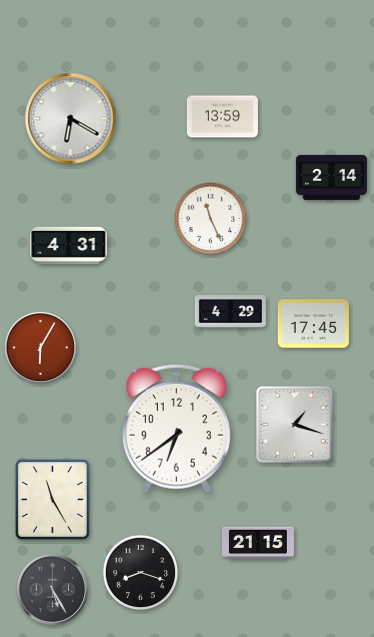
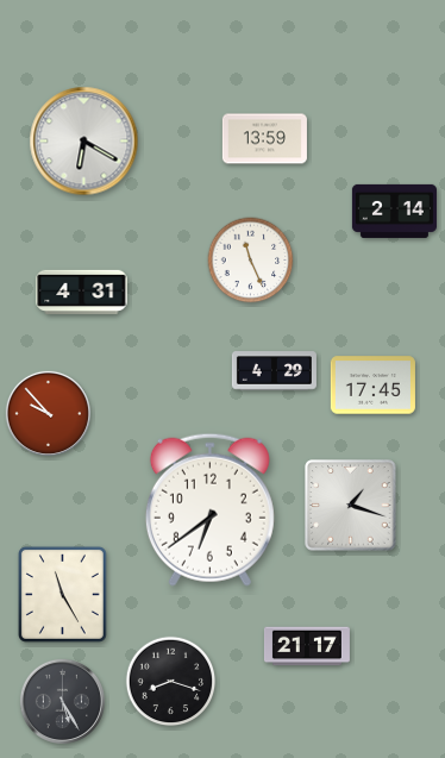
clock at (40, 347): 6:05 -> 9:53
clock at (258, 543): 21:15 -> 21:17
clock at (141, 573) position: (141, 573) -> (171, 682)
